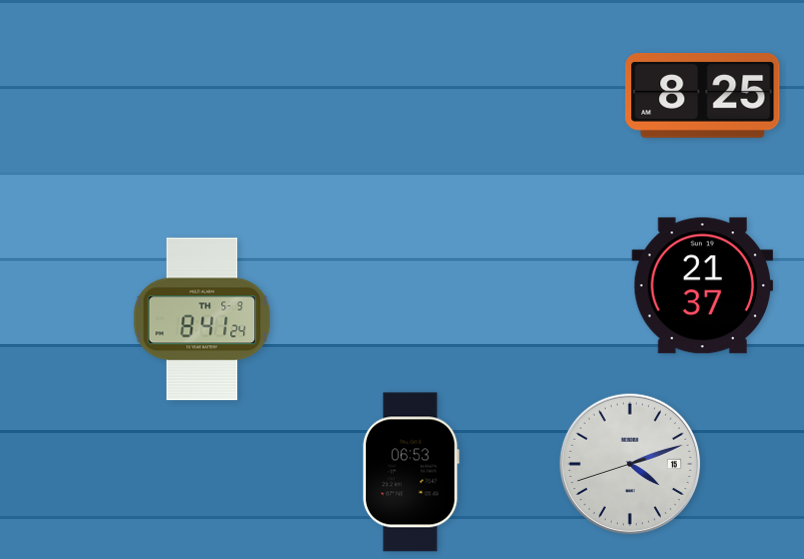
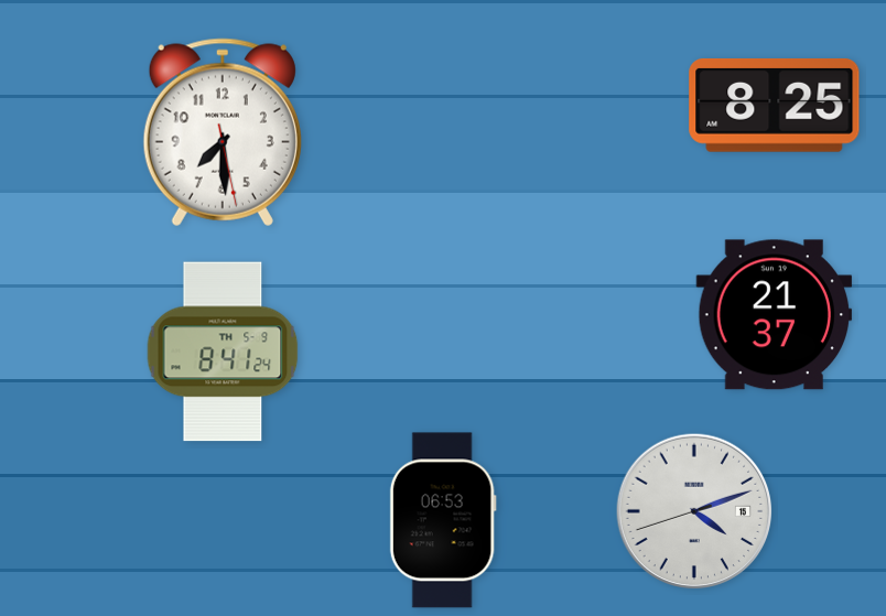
clock at (223, 132): none -> 7:29
clock at (411, 472) position: (411, 472) -> (443, 520)
